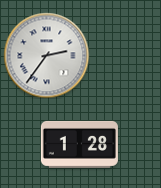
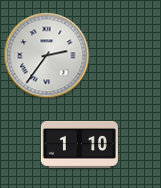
clock at (79, 144): 1:28 -> 1:10
